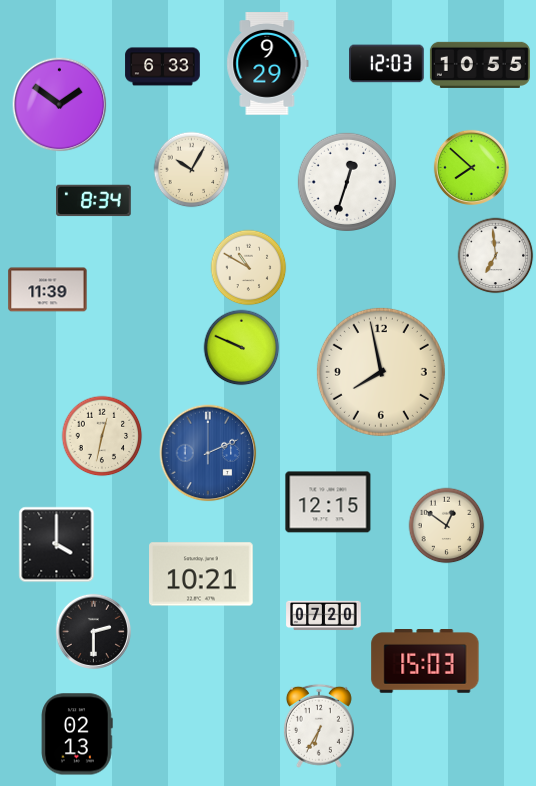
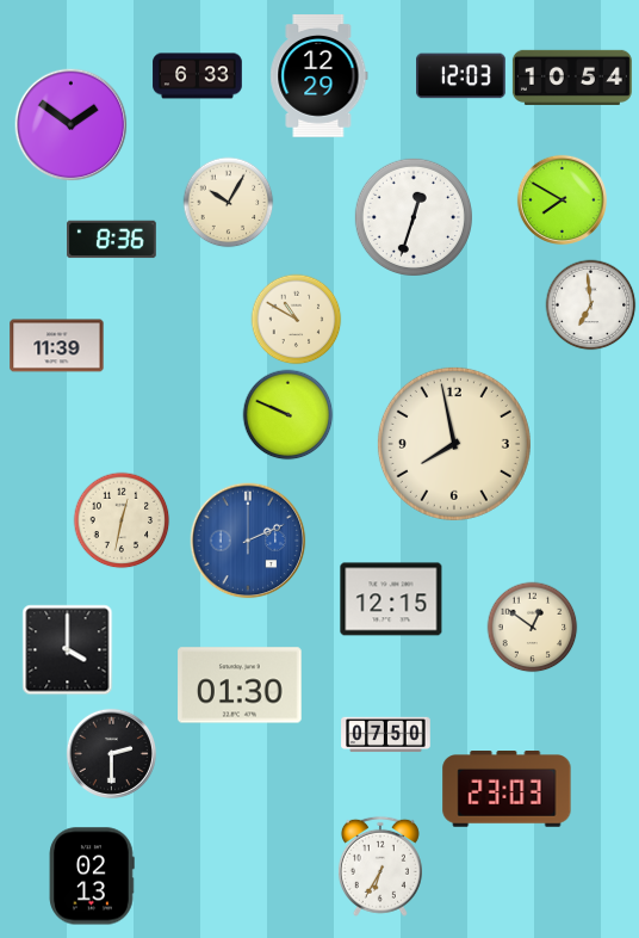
clock at (268, 64): 9:29 -> 12:29
clock at (480, 65): 10:55 -> 10:54
clock at (163, 67) position: (163, 67) -> (198, 76)
clock at (471, 167): 7:52 -> 7:50
clock at (94, 201): 8:34 -> 8:36
clock at (201, 574): 10:21 -> 01:30
clock at (324, 616): 07:20 -> 07:50
clock at (425, 662): 15:03 -> 23:03
